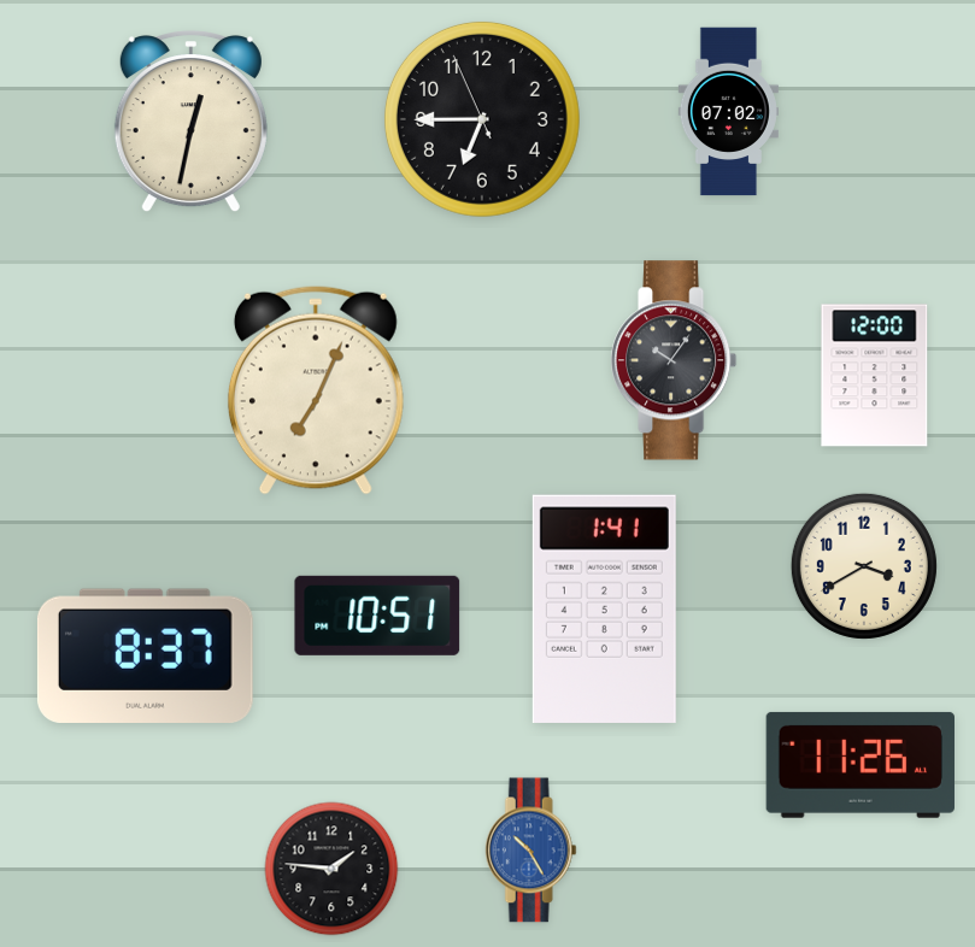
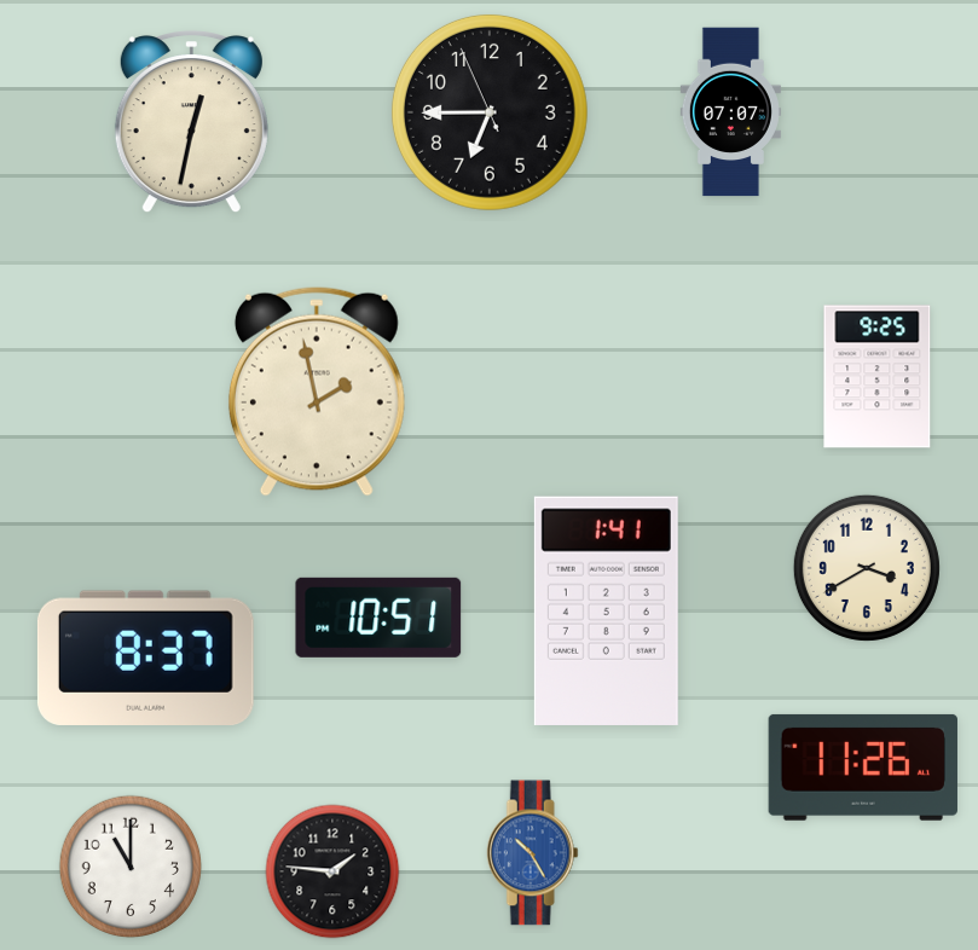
clock at (728, 112): 07:02 -> 07:07
clock at (482, 119) position: (482, 119) -> (490, 112)
clock at (675, 360): 10:06 -> none
clock at (875, 376): 12:00 -> 9:25
clock at (316, 390): 7:04 -> 1:58
clock at (131, 867): none -> 11:00
